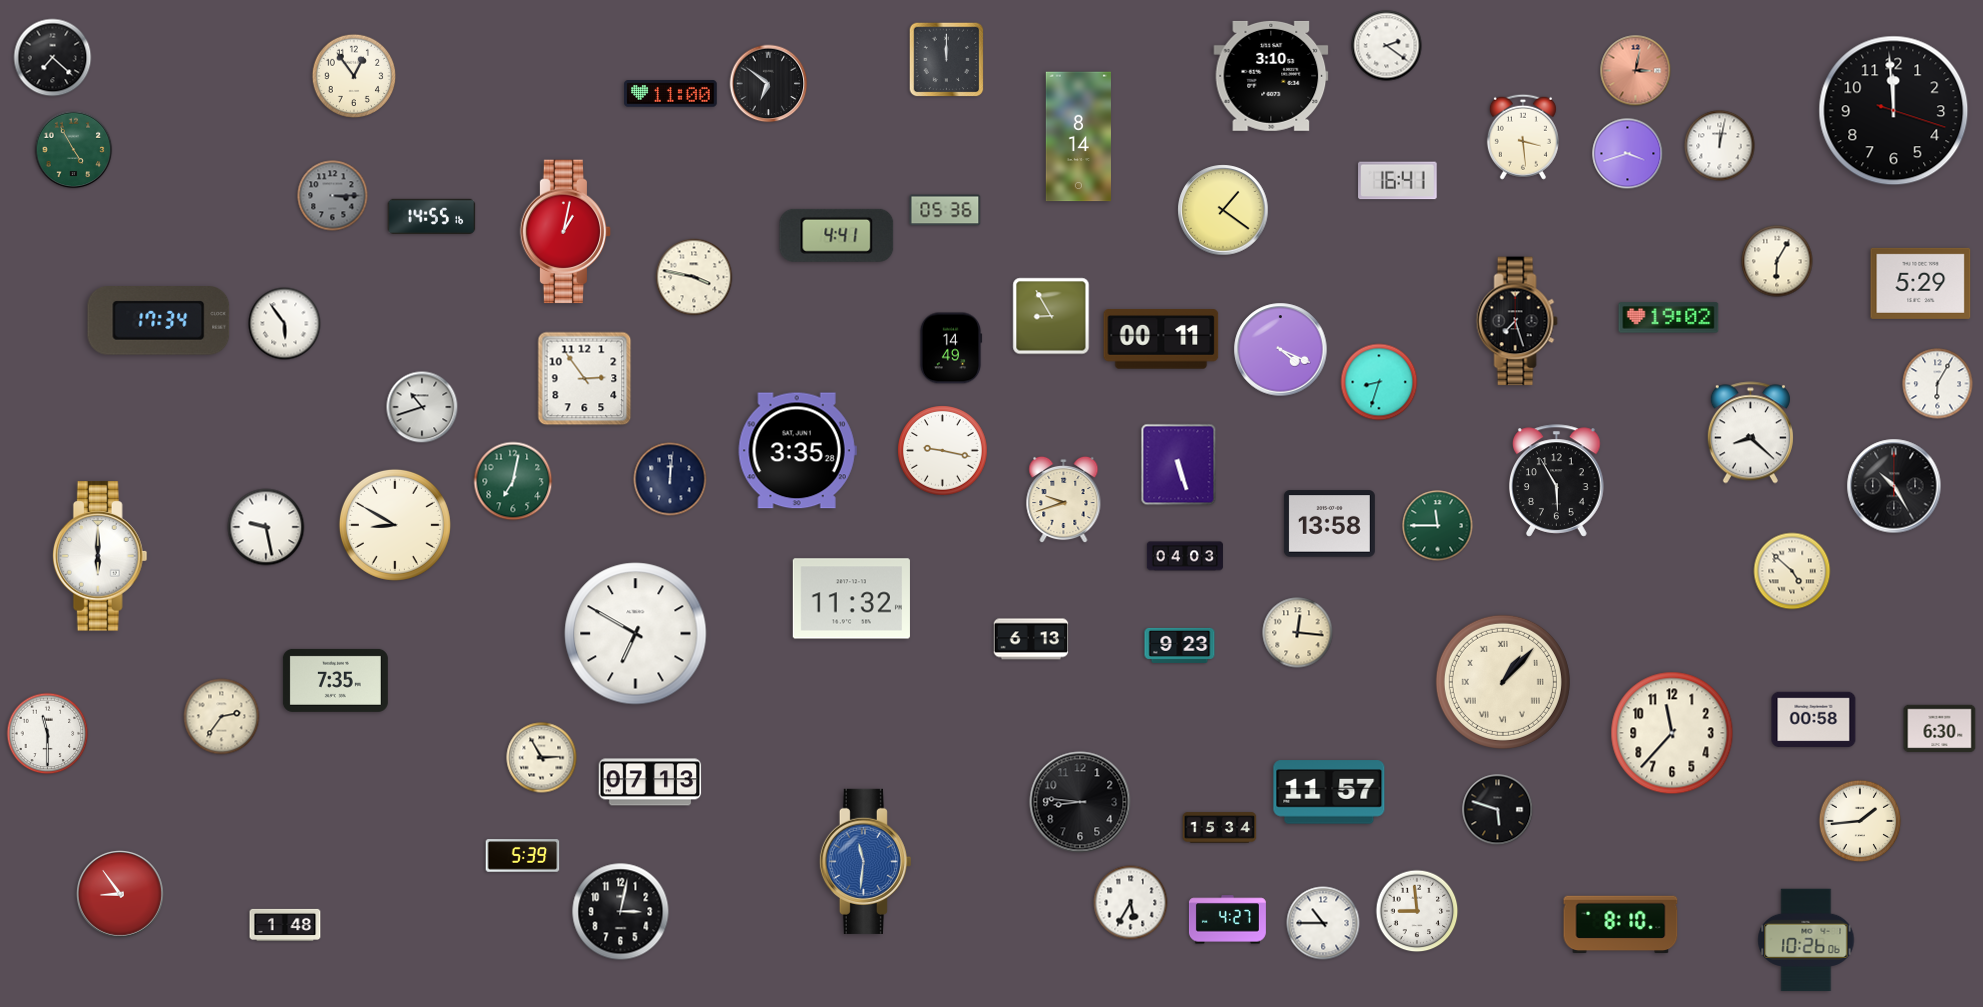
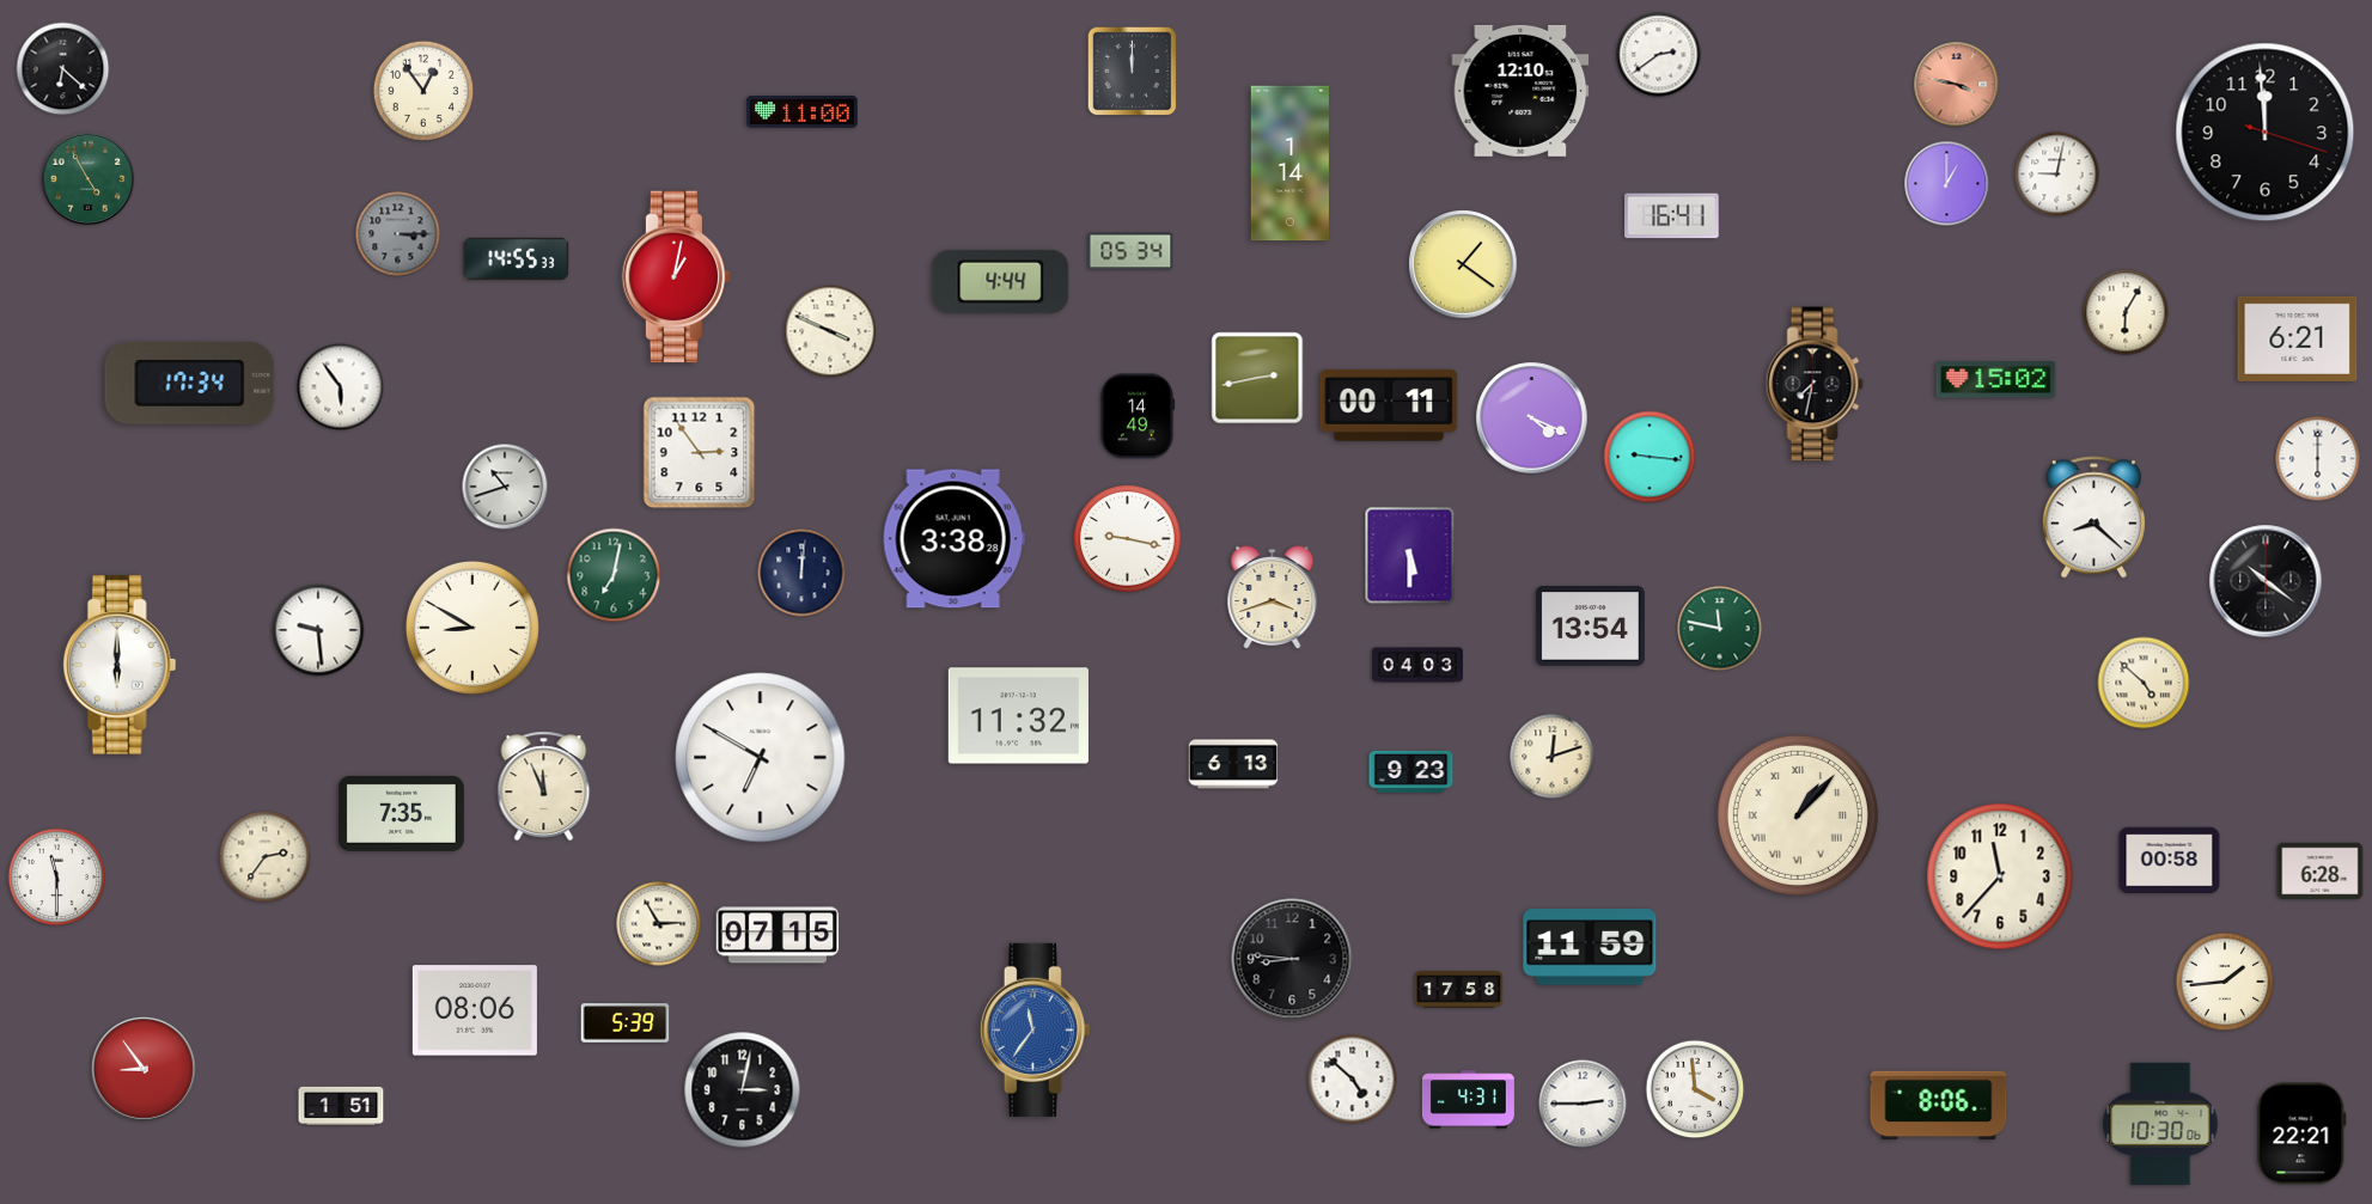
clock at (1387, 46): 2:21 -> 2:39
clock at (53, 58): 7:22 -> 6:22
clock at (1636, 71): 3:02 -> 3:47
clock at (1271, 76): 3:10 -> 12:10
clock at (769, 84): 6:51 -> none
clock at (1078, 137): 8:14 -> 1:14
clock at (1523, 137): 3:29 -> none
clock at (1720, 146): 12:02 -> 9:02
clock at (1628, 154): 3:42 -> 1:00
clock at (945, 210): 05:36 -> 05:34
clock at (1223, 210) position: (1223, 210) -> (1463, 264)
clock at (432, 216): 14:55:16 -> 14:55:33
clock at (837, 235): 4:41 -> 4:44
clock at (694, 277): 3:47 -> 3:49
clock at (1921, 283): 5:29 -> 6:21
clock at (1051, 316): 8:55 -> 2:43
clock at (1669, 318): 19:02 -> 15:02
clock at (1517, 321): 7:27 -> 7:32
clock at (1379, 382): 8:33 -> 9:16
clock at (1938, 384): 6:05 -> 6:00
clock at (797, 451): 3:35 -> 3:38
clock at (1179, 465): 5:27 -> 5:30
clock at (1557, 481): 5:55 -> none
clock at (1894, 486): 10:25 -> 10:21
clock at (1064, 500): 9:42 -> 3:42
clock at (1329, 524): 13:58 -> 13:54
clock at (1438, 526): 11:45 -> 11:47
clock at (266, 527): 9:28 -> 9:29
clock at (1298, 633): 12:16 -> 12:12
clock at (544, 787): none -> 11:56
clock at (1940, 729): 6:30 -> 6:28
clock at (542, 758) position: (542, 758) -> (659, 924)
clock at (650, 782): 07:13 -> 07:15
clock at (1329, 792): 11:57 -> 11:59
clock at (1498, 810): 5:48 -> none
clock at (1220, 828): 15:34 -> 17:58
clock at (475, 1010): none -> 08:06
clock at (865, 861): 11:31 -> 11:36
clock at (1131, 903): 5:35 -> 4:52
clock at (1417, 911): 8:59 -> 3:59
clock at (1227, 920): 4:27 -> 4:31
clock at (1323, 923): 10:45 -> 2:45
clock at (285, 925): 1:48 -> 1:51
clock at (1621, 925): 8:10 -> 8:06
clock at (1806, 940): 10:26 -> 10:30
clock at (2301, 1133): none -> 22:21
